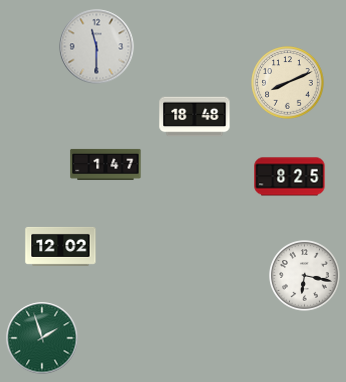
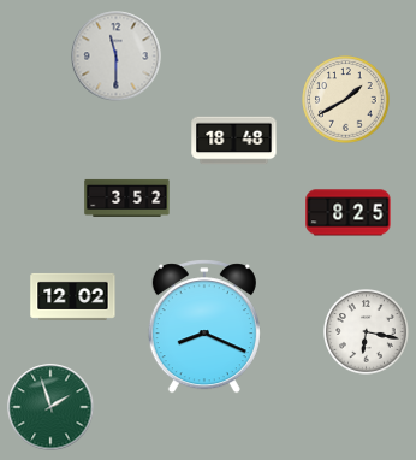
clock at (288, 83): 8:11 -> 1:40
clock at (106, 164): 1:47 -> 3:52
clock at (204, 326): none -> 8:19
